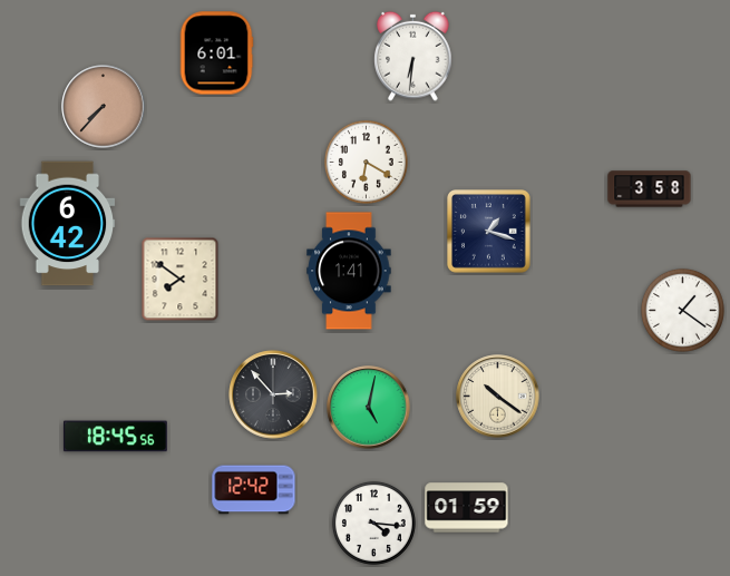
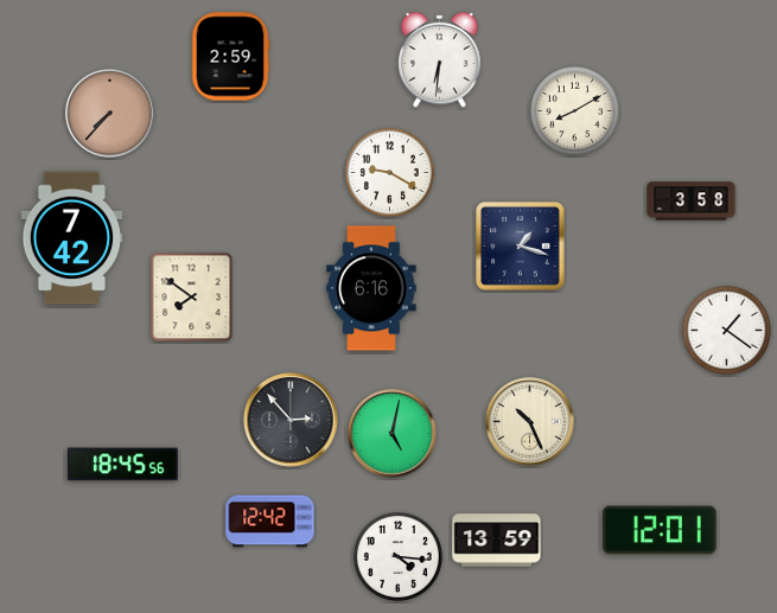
clock at (216, 53): 6:01 -> 2:59
clock at (574, 110): none -> 8:10
clock at (366, 162): 6:20 -> 9:20
clock at (68, 224): 6:42 -> 7:42
clock at (349, 271): 1:41 -> 6:16
clock at (498, 397): 10:21 -> 10:26
clock at (660, 530): none -> 12:01
clock at (467, 508): 01:59 -> 13:59
